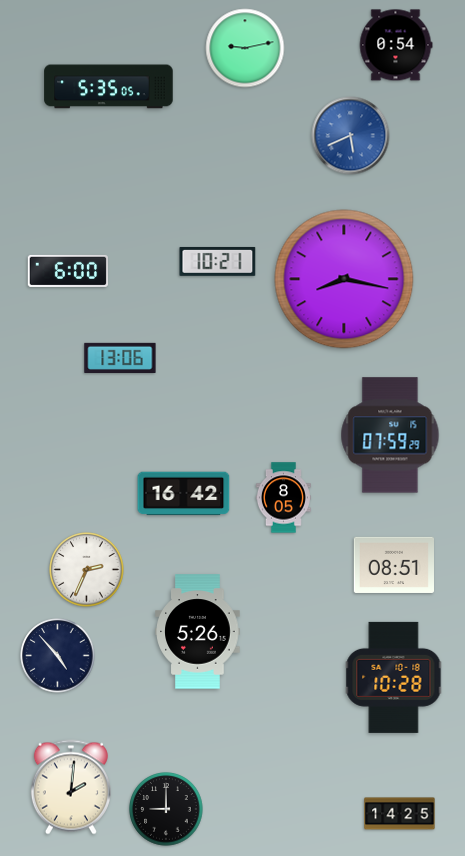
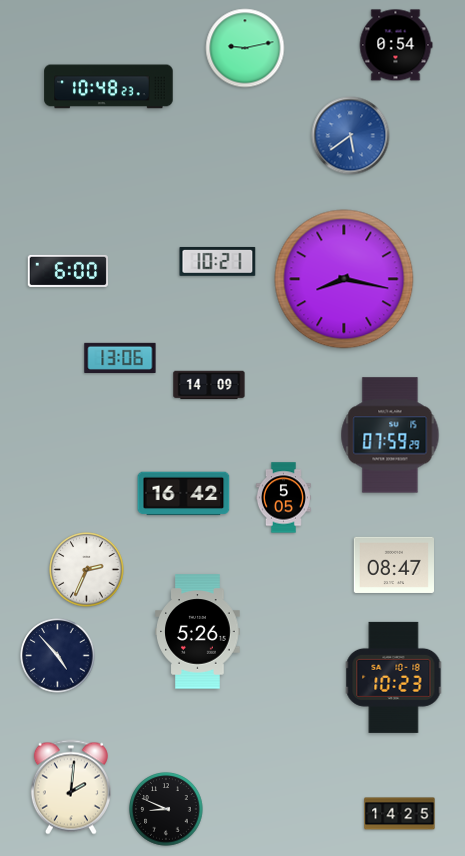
clock at (109, 87): 5:35 -> 10:48
clock at (351, 136): 5:41 -> 5:39
clock at (209, 385): none -> 14:09
clock at (283, 498): 8:05 -> 5:05
clock at (393, 565): 08:51 -> 08:47
clock at (394, 677): 10:28 -> 10:23
clock at (166, 809): 9:00 -> 8:49
